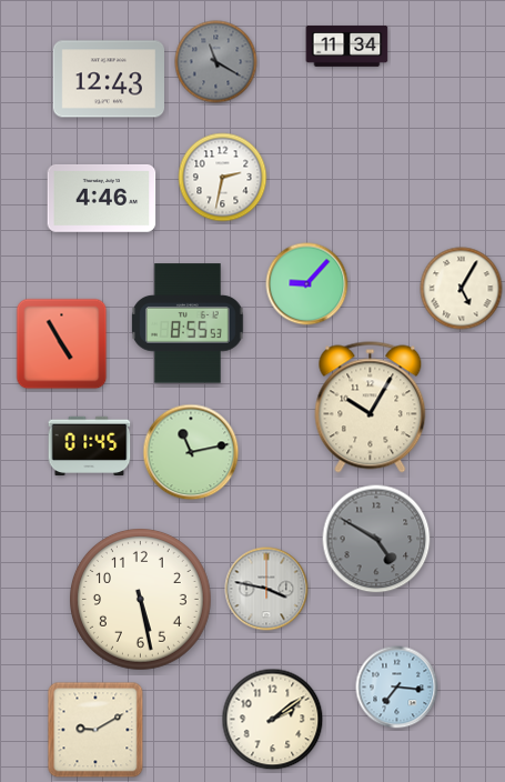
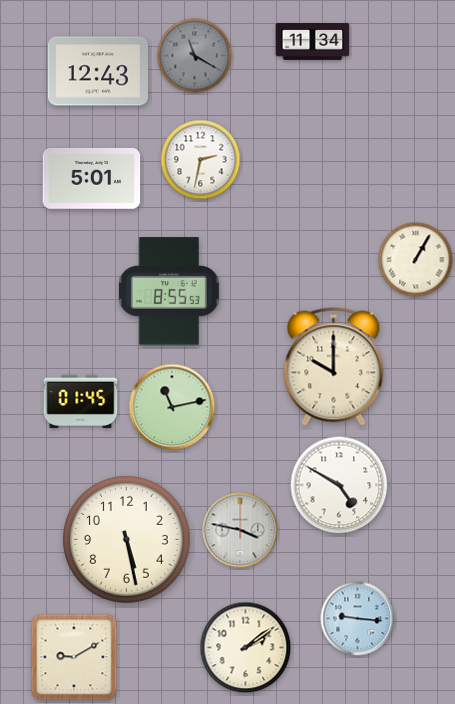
clock at (102, 199): 4:46 -> 5:01
clock at (307, 284): 9:07 -> none
clock at (462, 289): 5:05 -> 1:05
clock at (62, 344): 4:55 -> none
clock at (371, 408): 10:05 -> 10:00
clock at (376, 539) dial: grey -> white
clock at (397, 688): 7:16 -> 9:16
clock at (95, 730) position: (95, 730) -> (74, 657)
